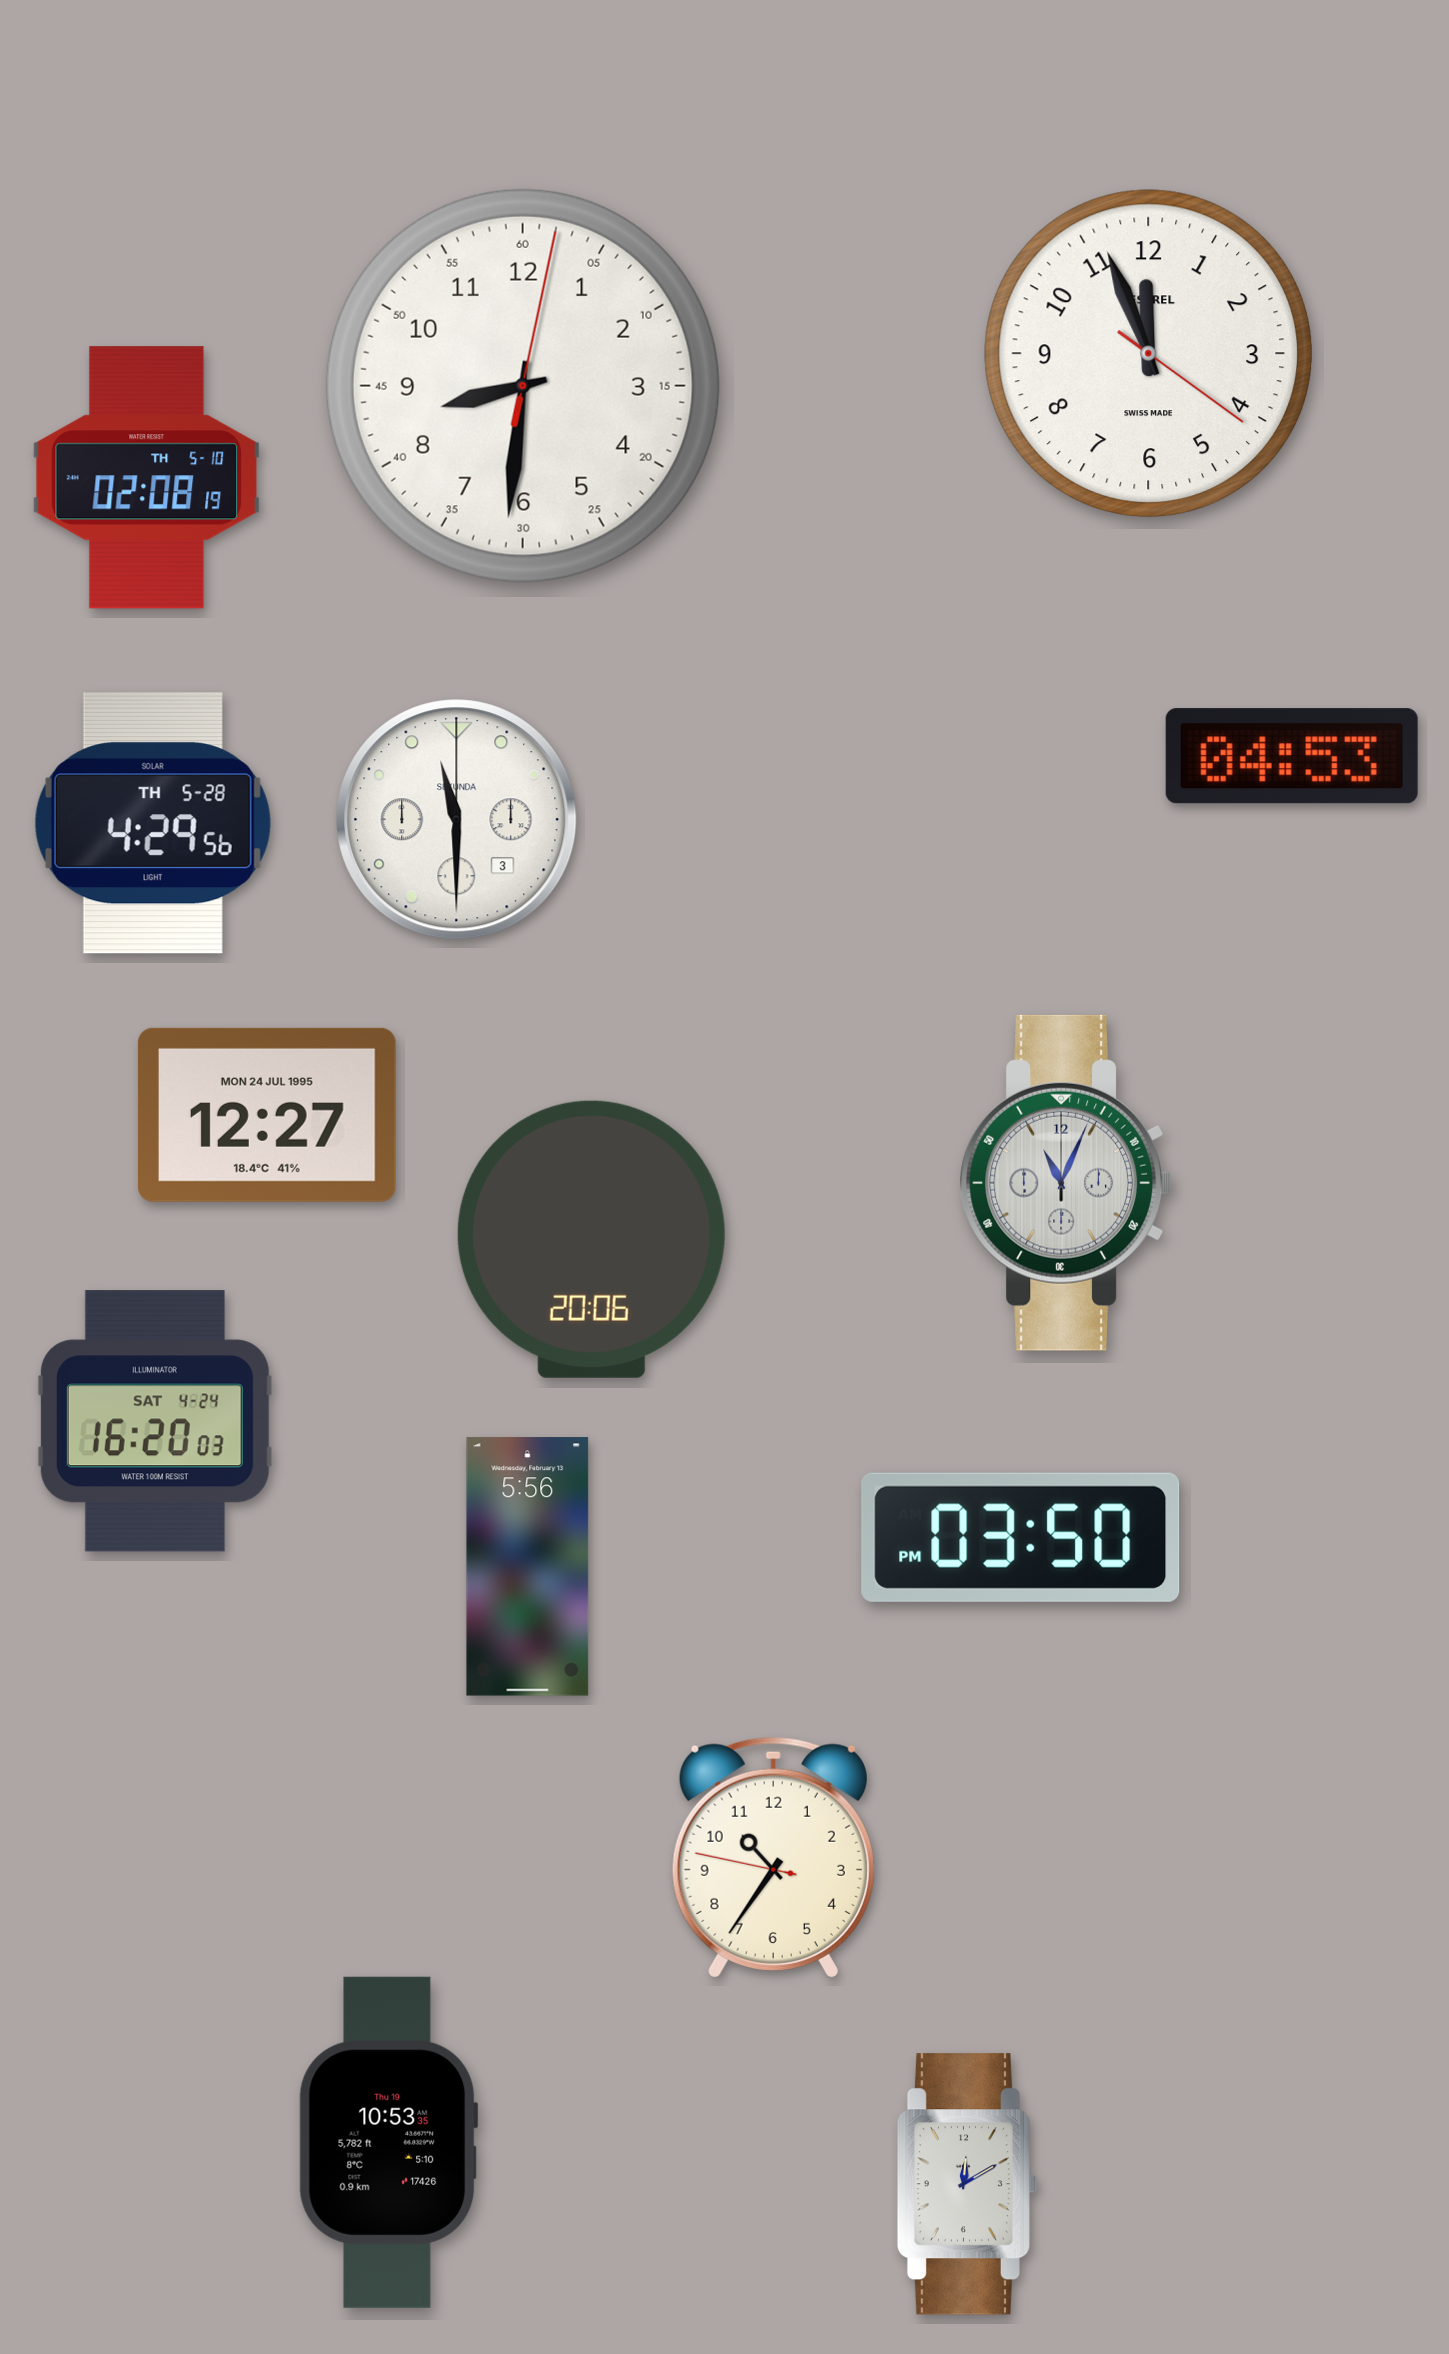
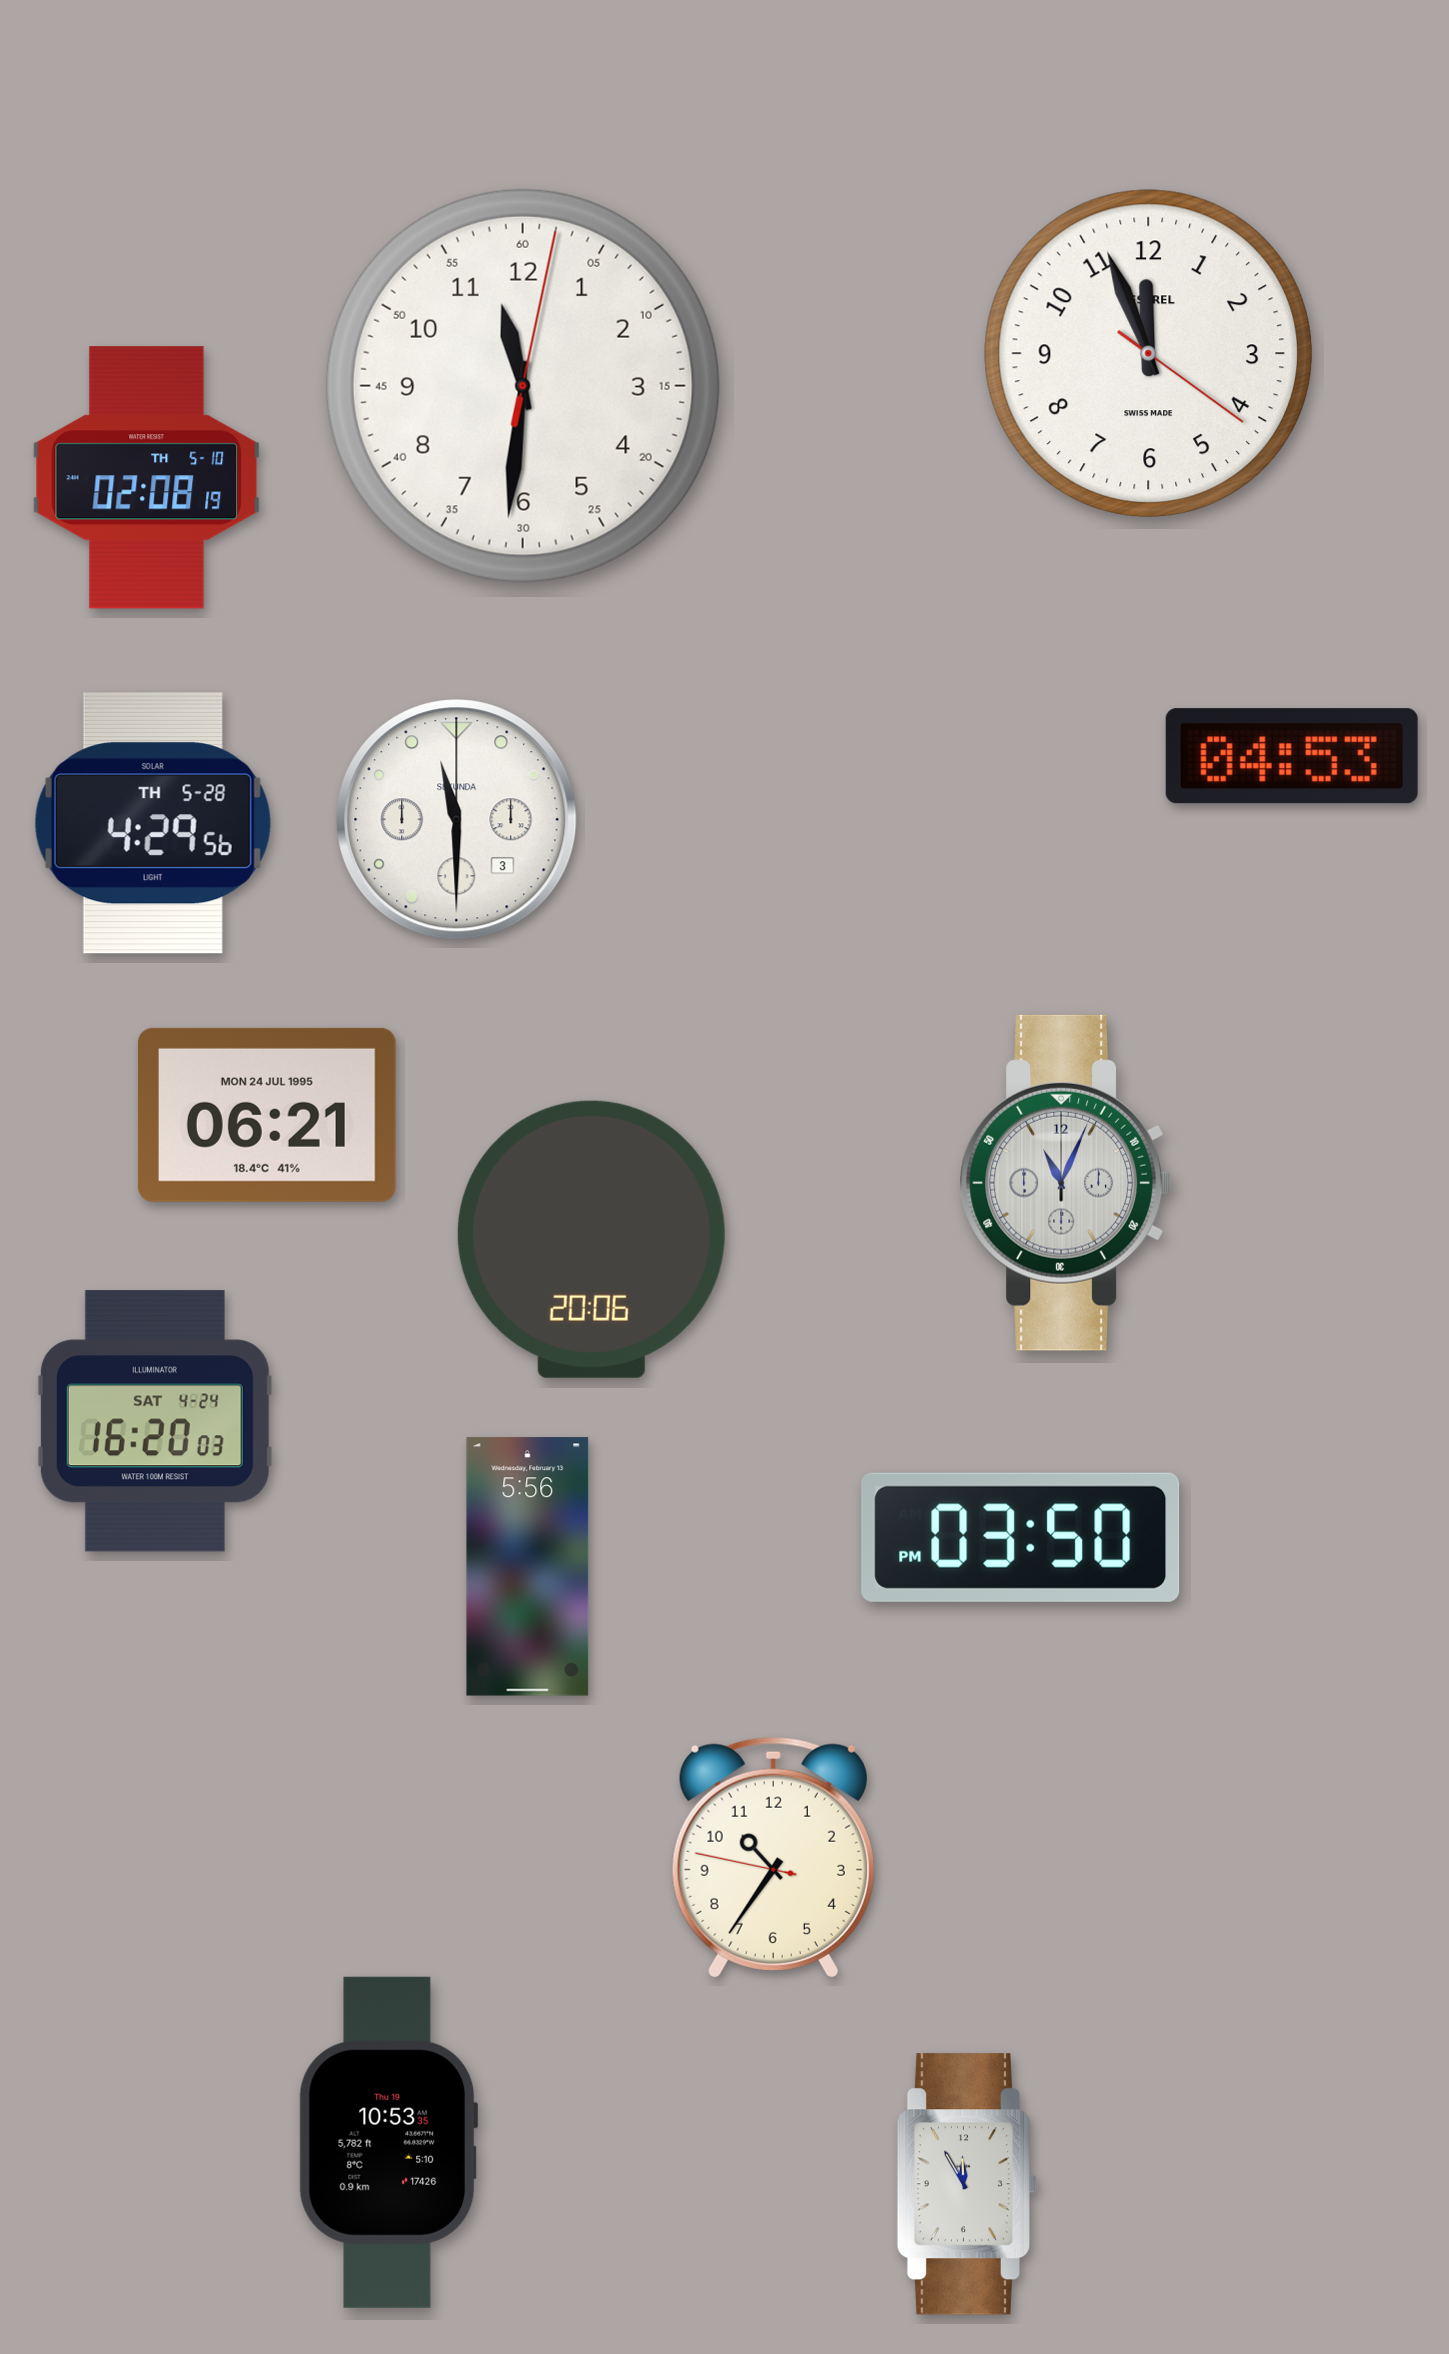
clock at (523, 386): 8:31 -> 11:31
clock at (267, 1115): 12:27 -> 06:21
clock at (966, 2184): 12:10 -> 11:55
